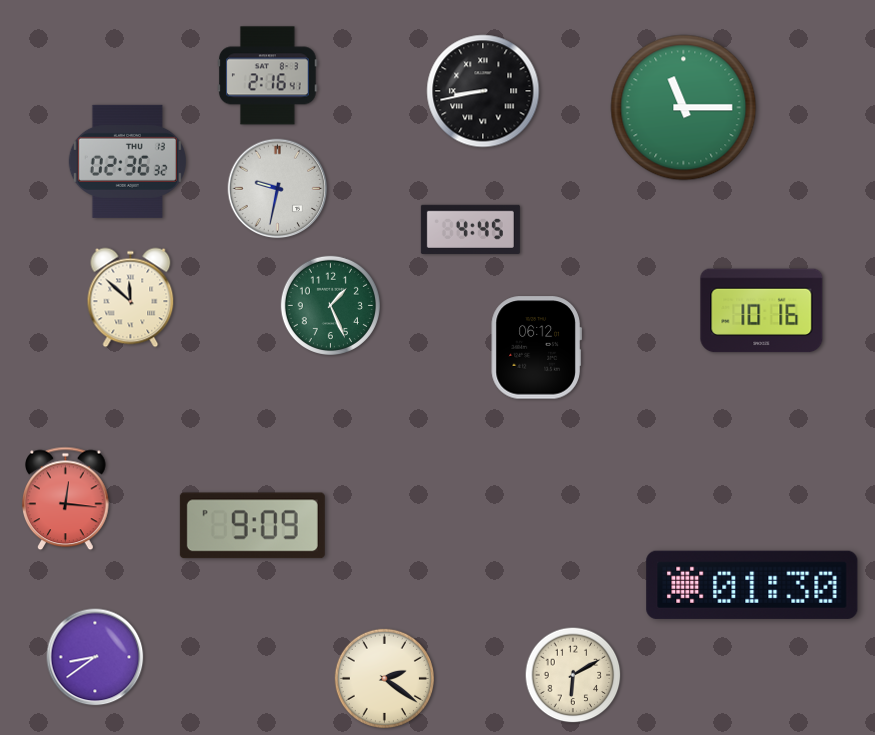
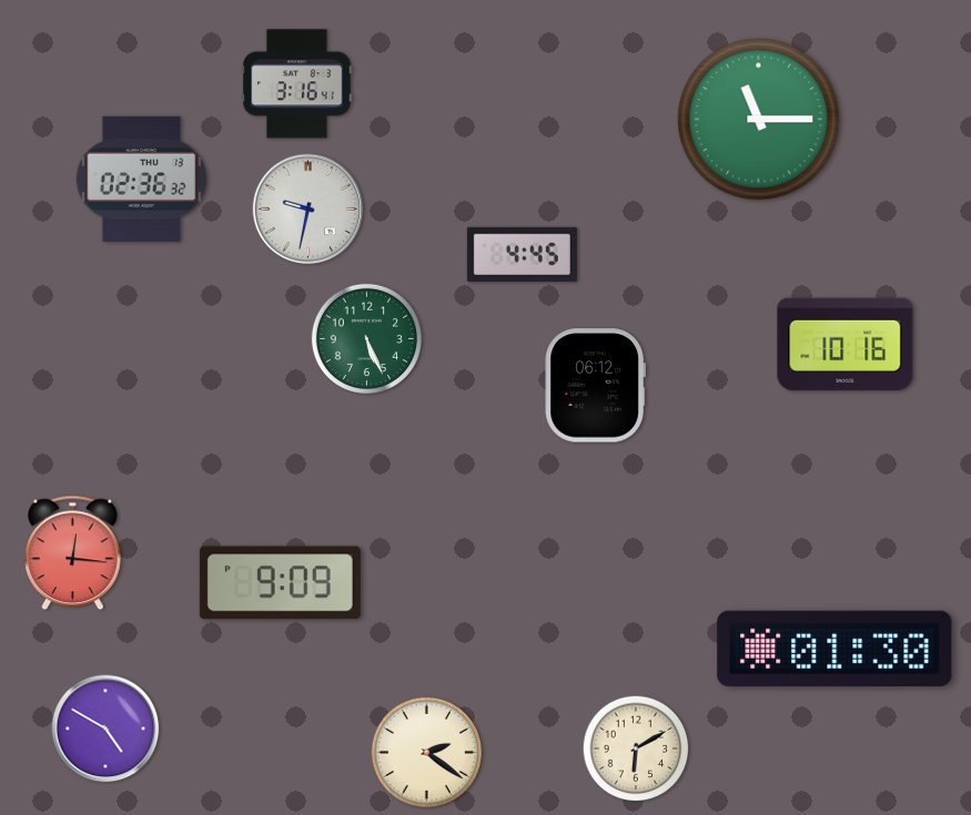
clock at (268, 76): 2:16 -> 3:16
clock at (483, 91): 8:43 -> none
clock at (131, 298): 11:52 -> none
clock at (330, 305): 1:26 -> 5:26
clock at (95, 657): 8:39 -> 4:50
